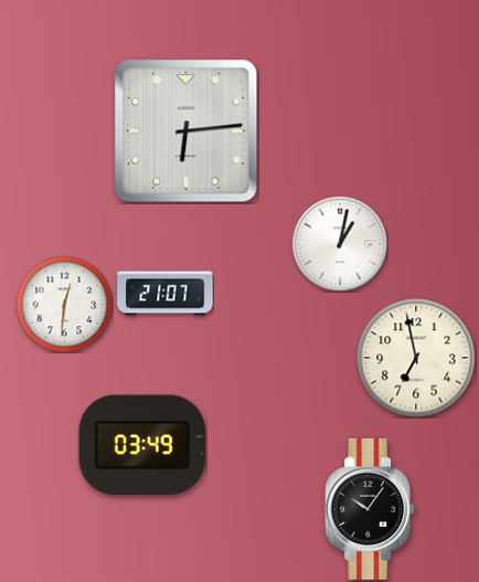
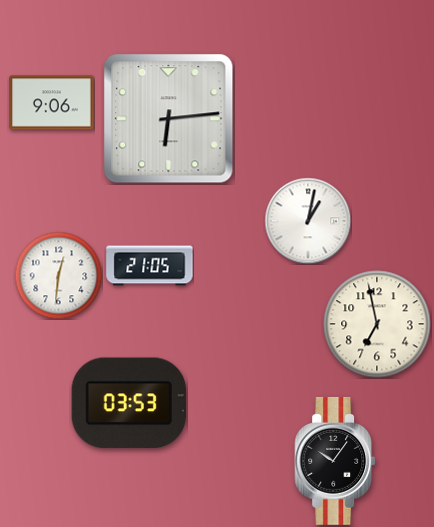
clock at (52, 103): none -> 9:06
clock at (166, 294): 21:07 -> 21:05
clock at (142, 445): 03:49 -> 03:53
